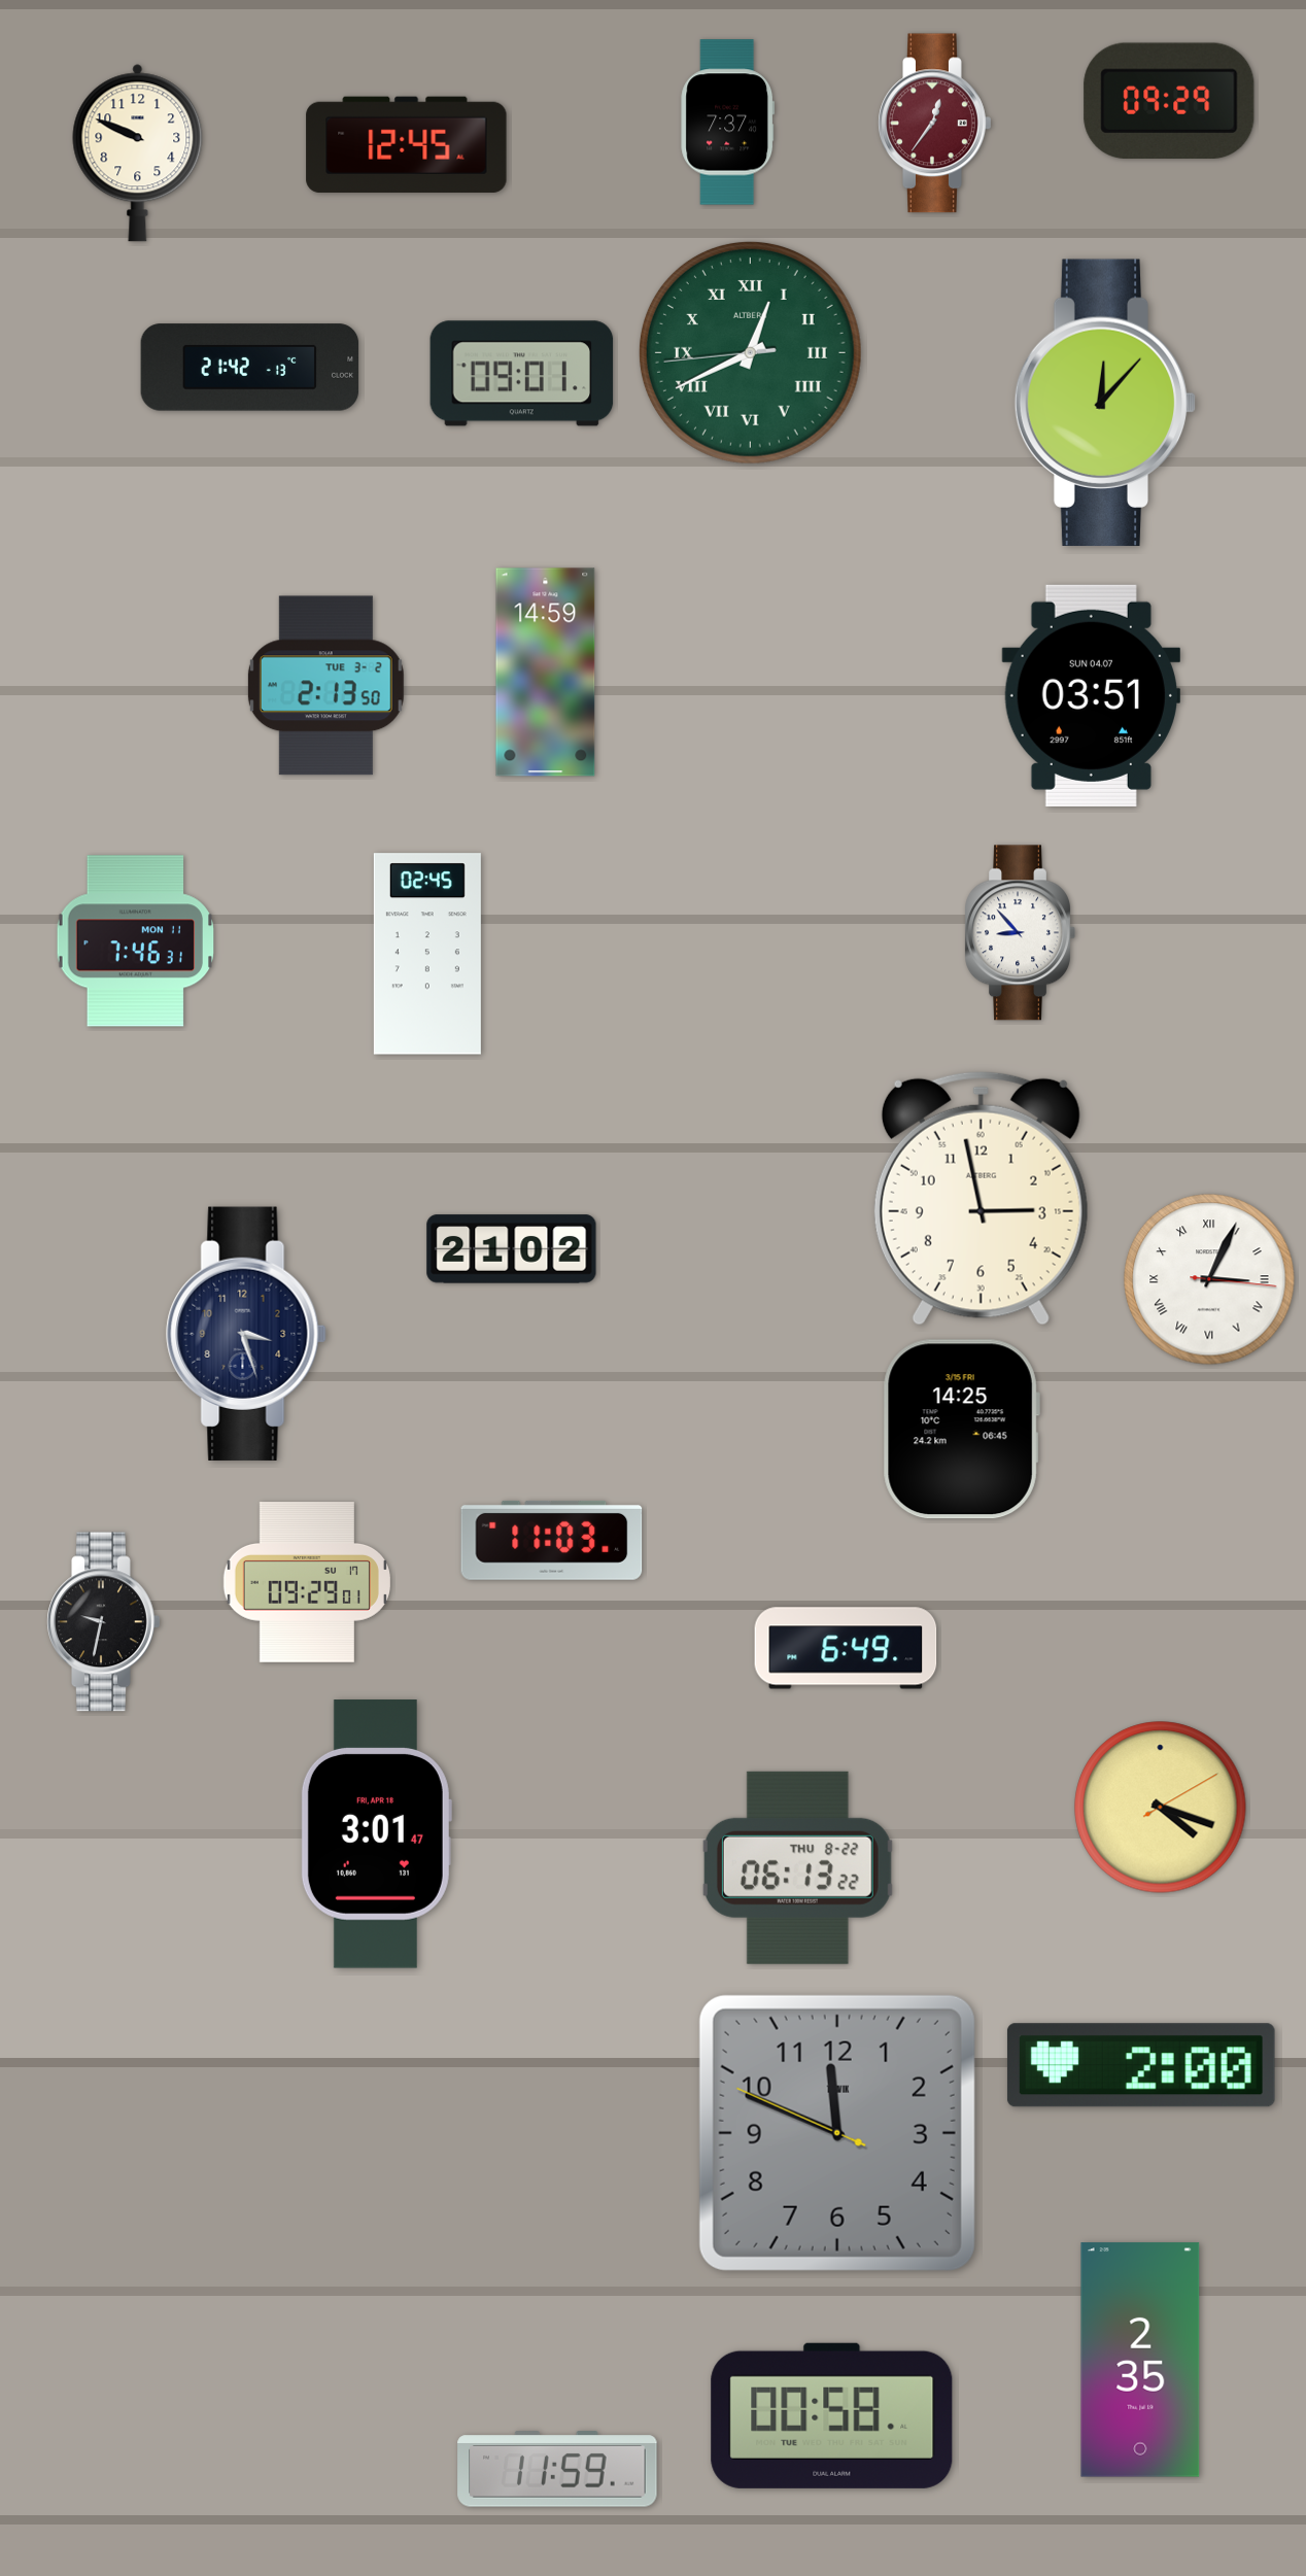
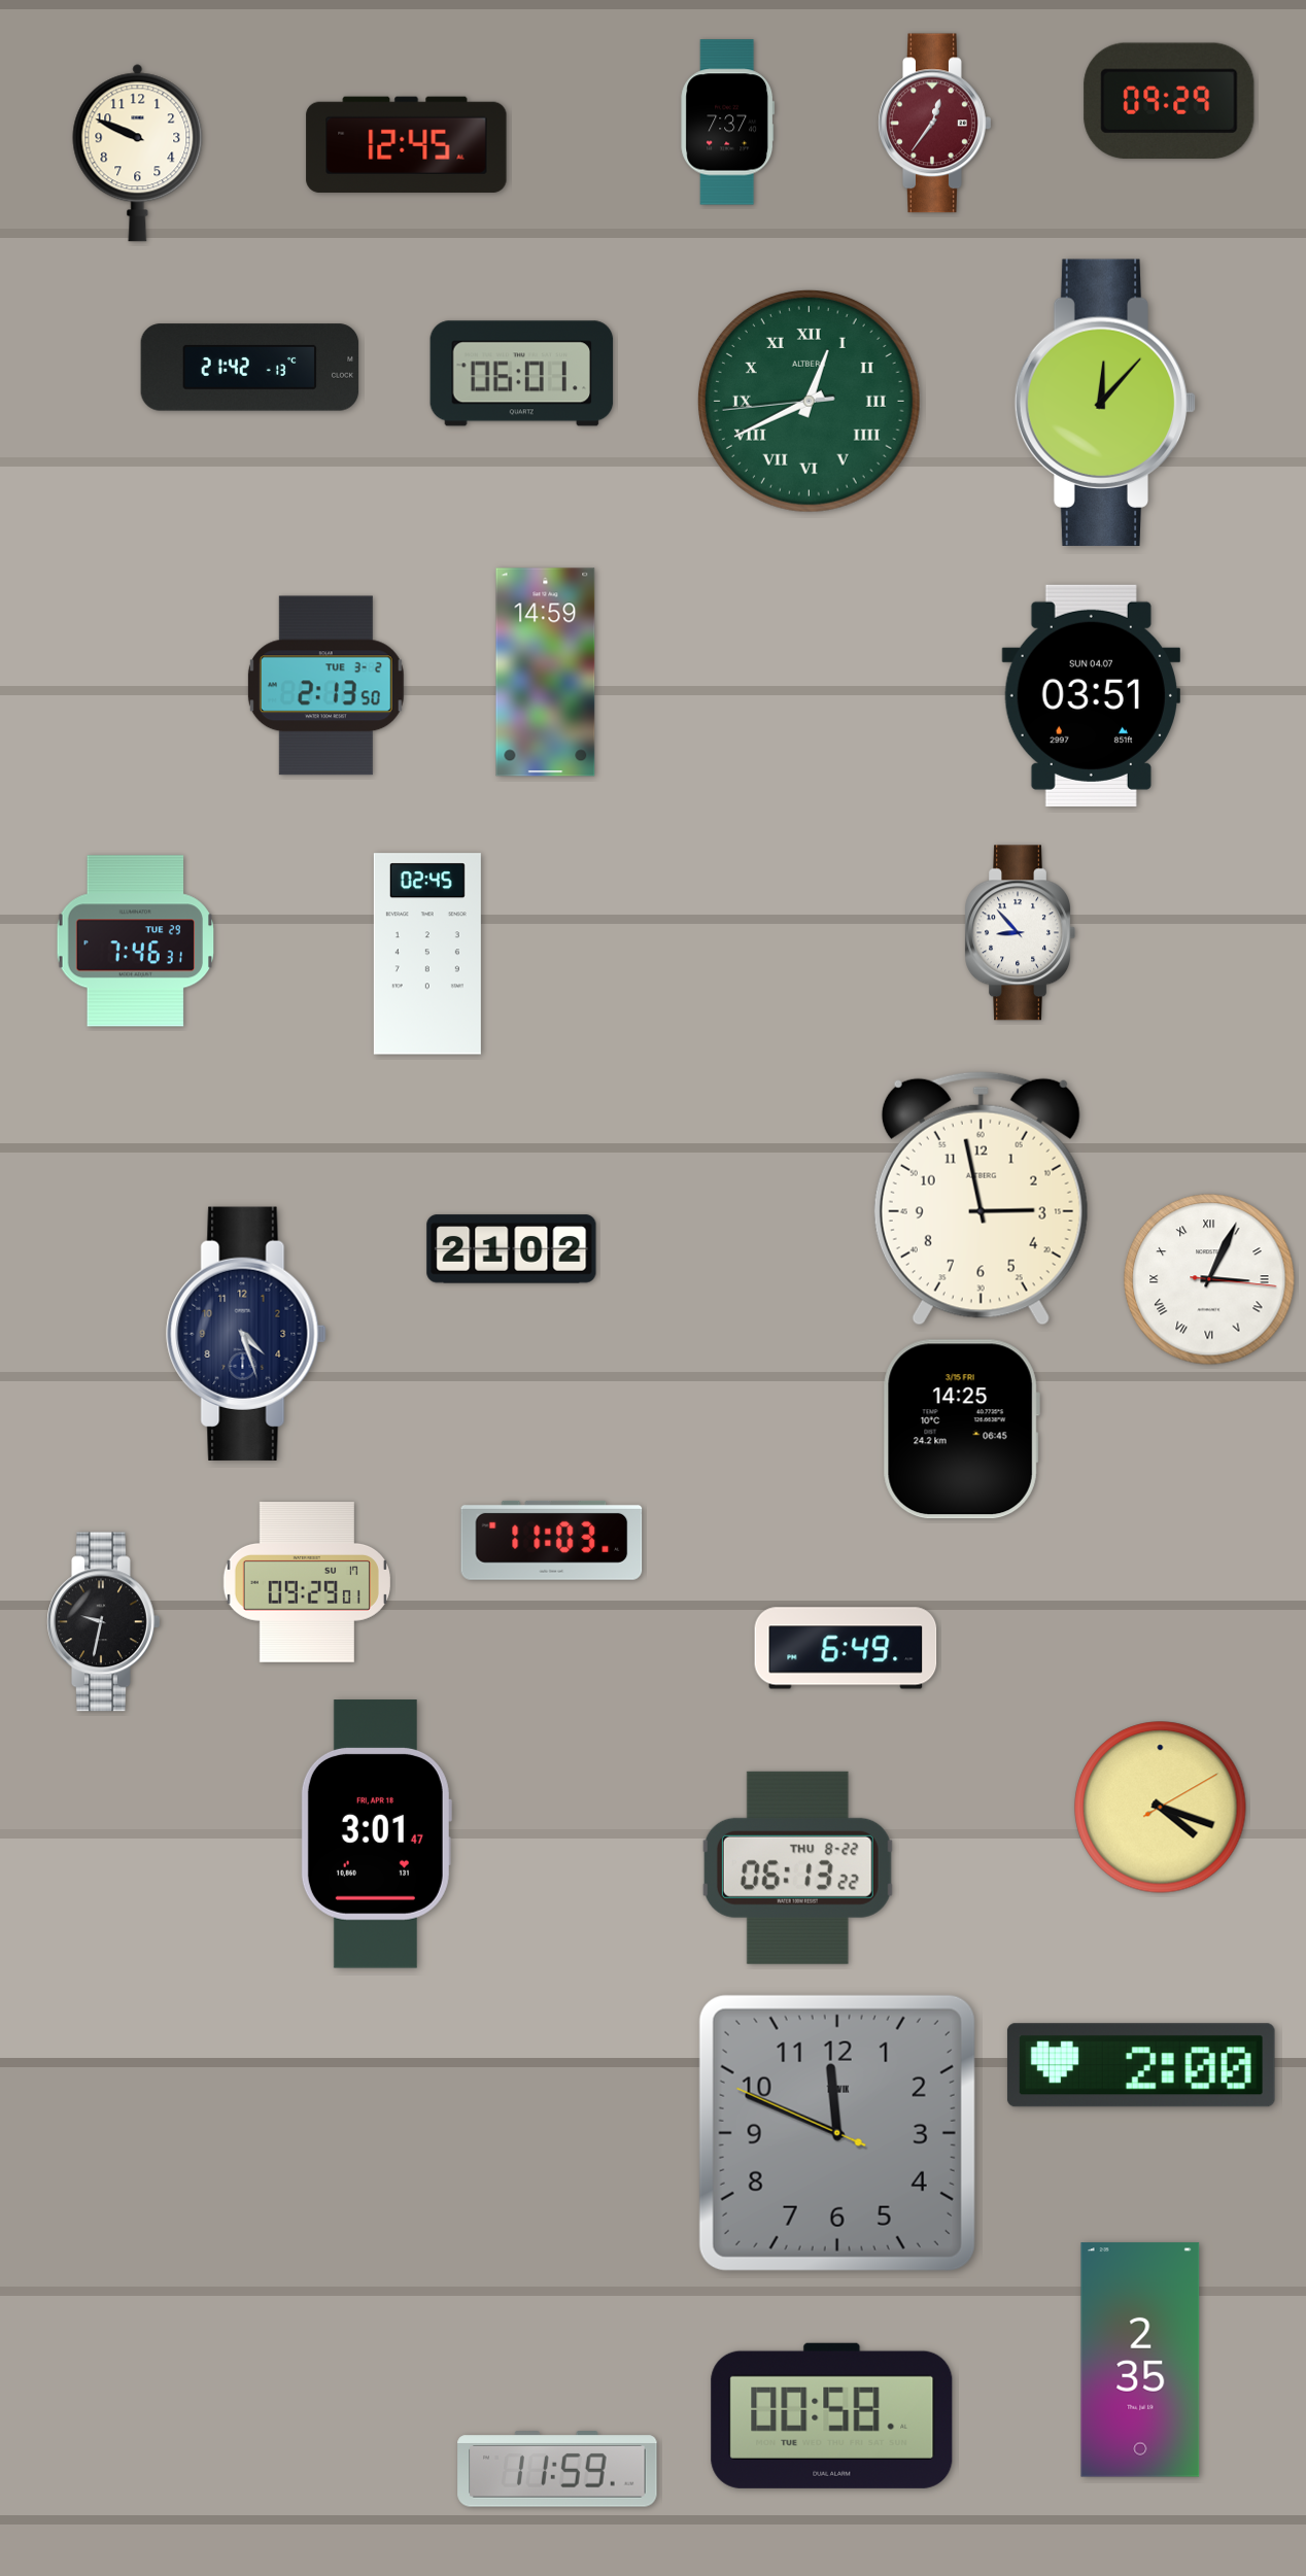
clock at (750, 352) position: (750, 352) -> (809, 401)
clock at (522, 374): 09:01 -> 06:01
clock at (135, 941) date: MON 11 -> TUE 29
clock at (246, 1334): 3:27 -> 4:27
